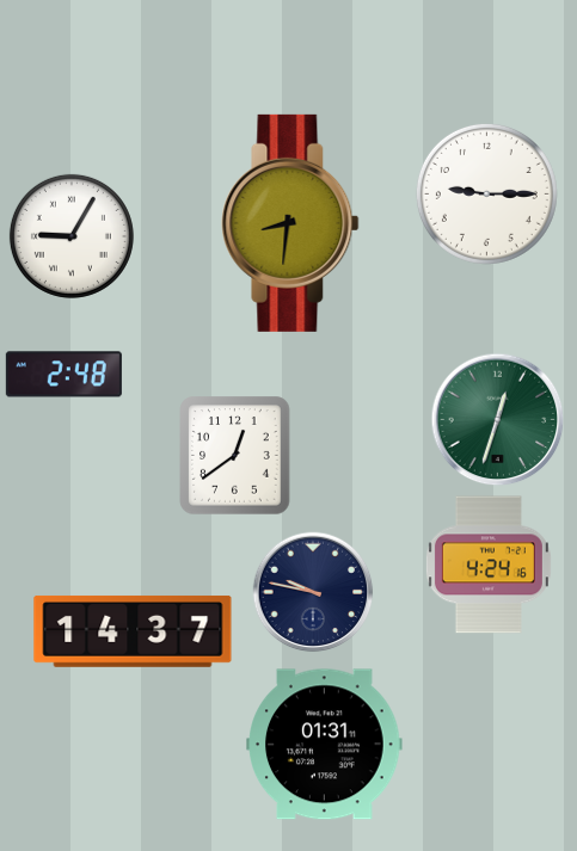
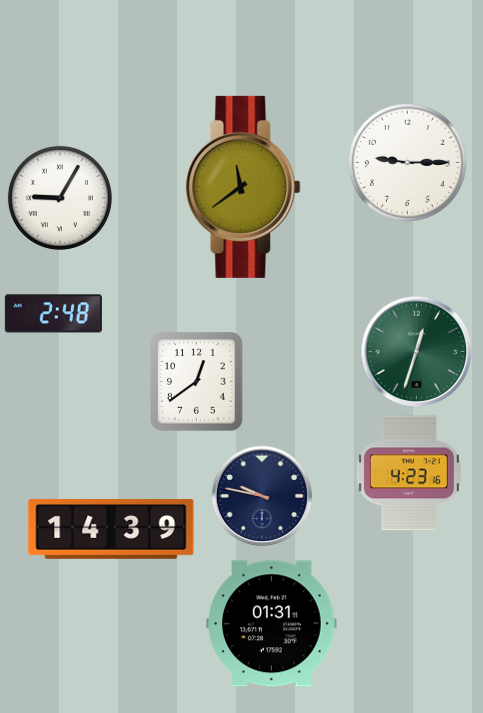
clock at (290, 223): 8:31 -> 11:39
clock at (489, 565): 4:24 -> 4:23
clock at (133, 631): 14:37 -> 14:39
